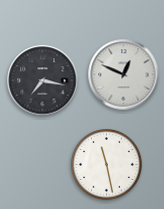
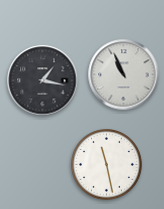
clock at (124, 75): 12:49 -> 10:56
clock at (43, 81): 7:17 -> 1:17
